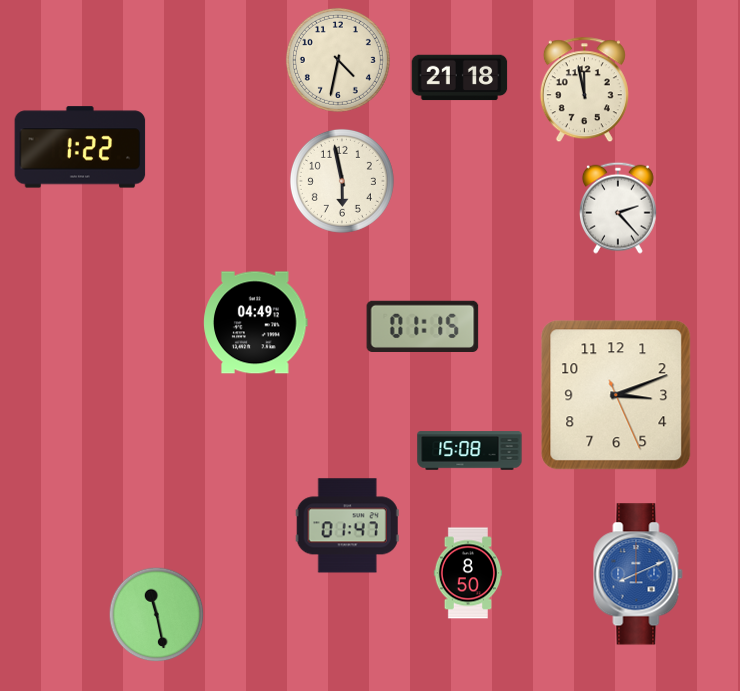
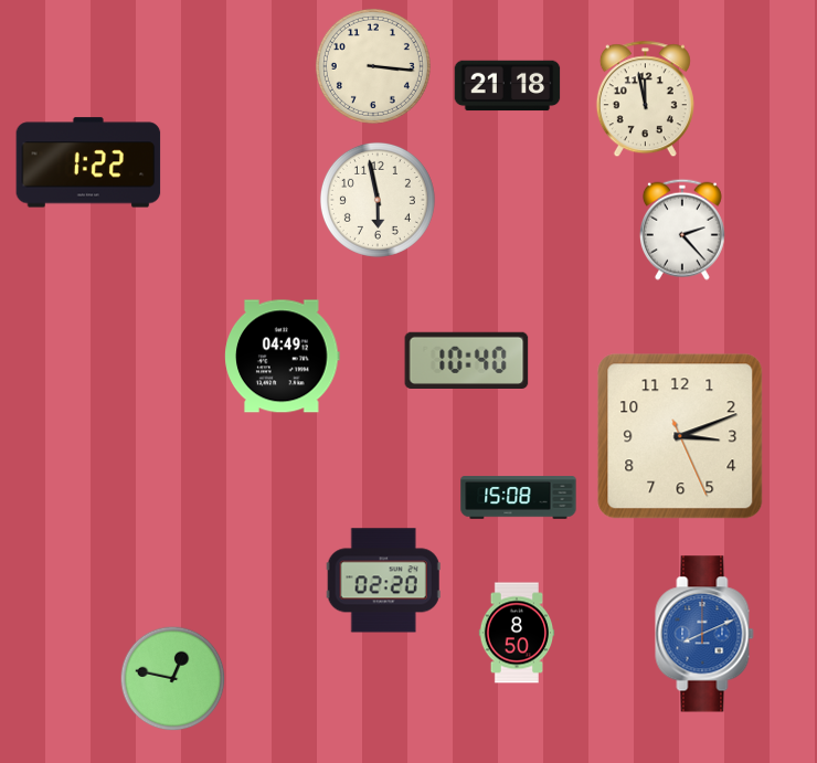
clock at (338, 60): 4:32 -> 3:16
clock at (423, 326): 01:15 -> 10:40
clock at (347, 526): 01:47 -> 02:20
clock at (157, 615): 11:28 -> 12:47
